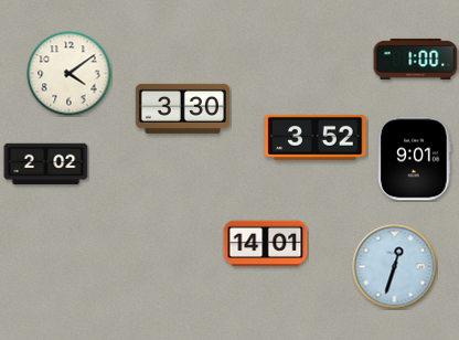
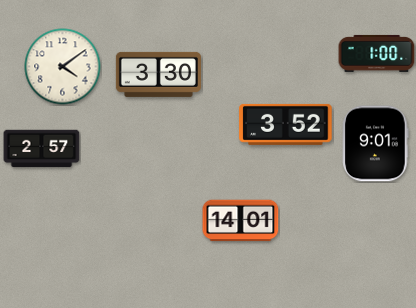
clock at (182, 108) position: (182, 108) -> (158, 74)
clock at (46, 164): 2:02 -> 2:57
clock at (395, 267): 12:33 -> none
